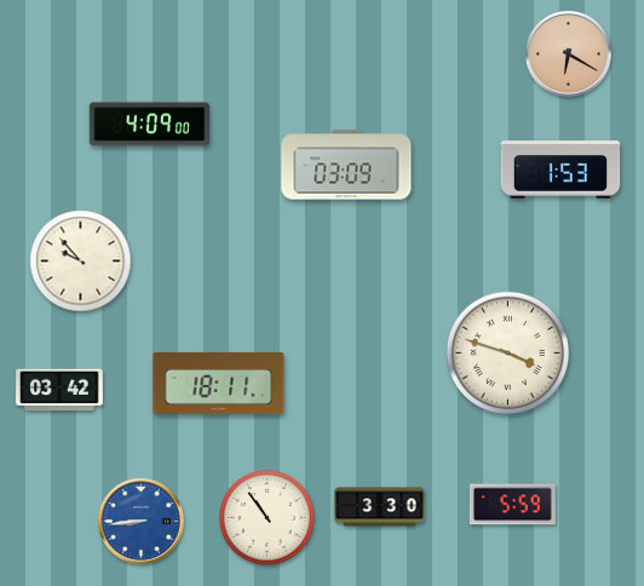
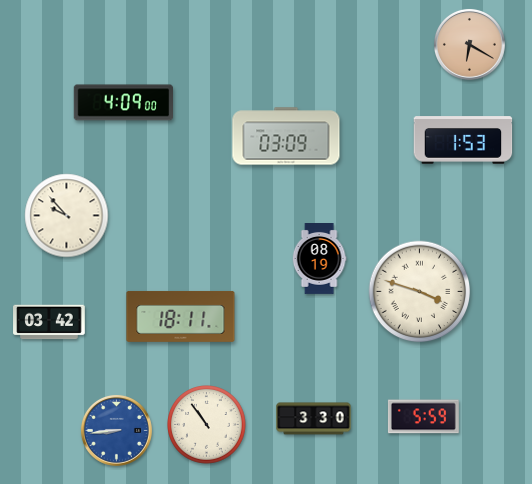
clock at (319, 259): none -> 08:19
clock at (268, 518) position: (268, 518) -> (207, 425)
